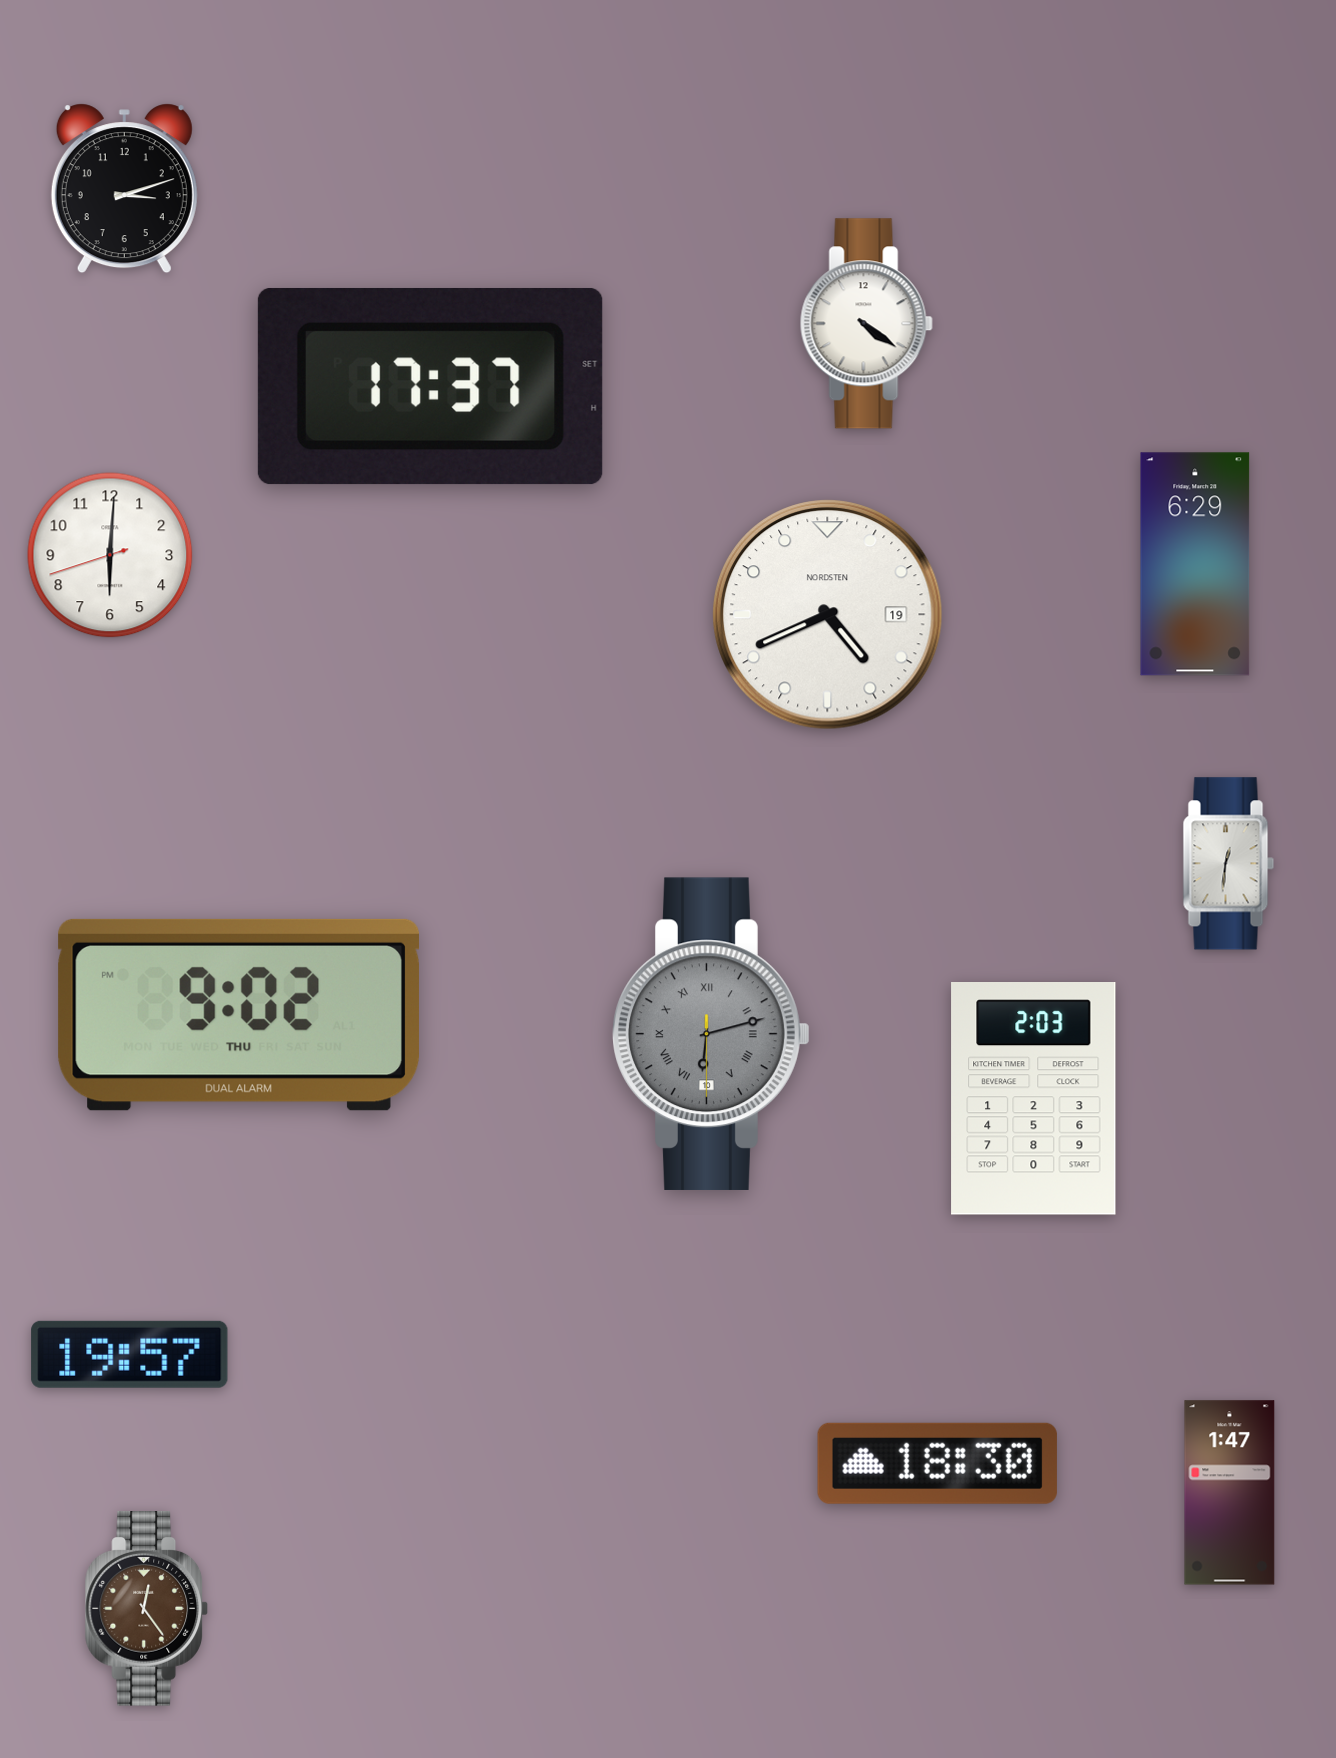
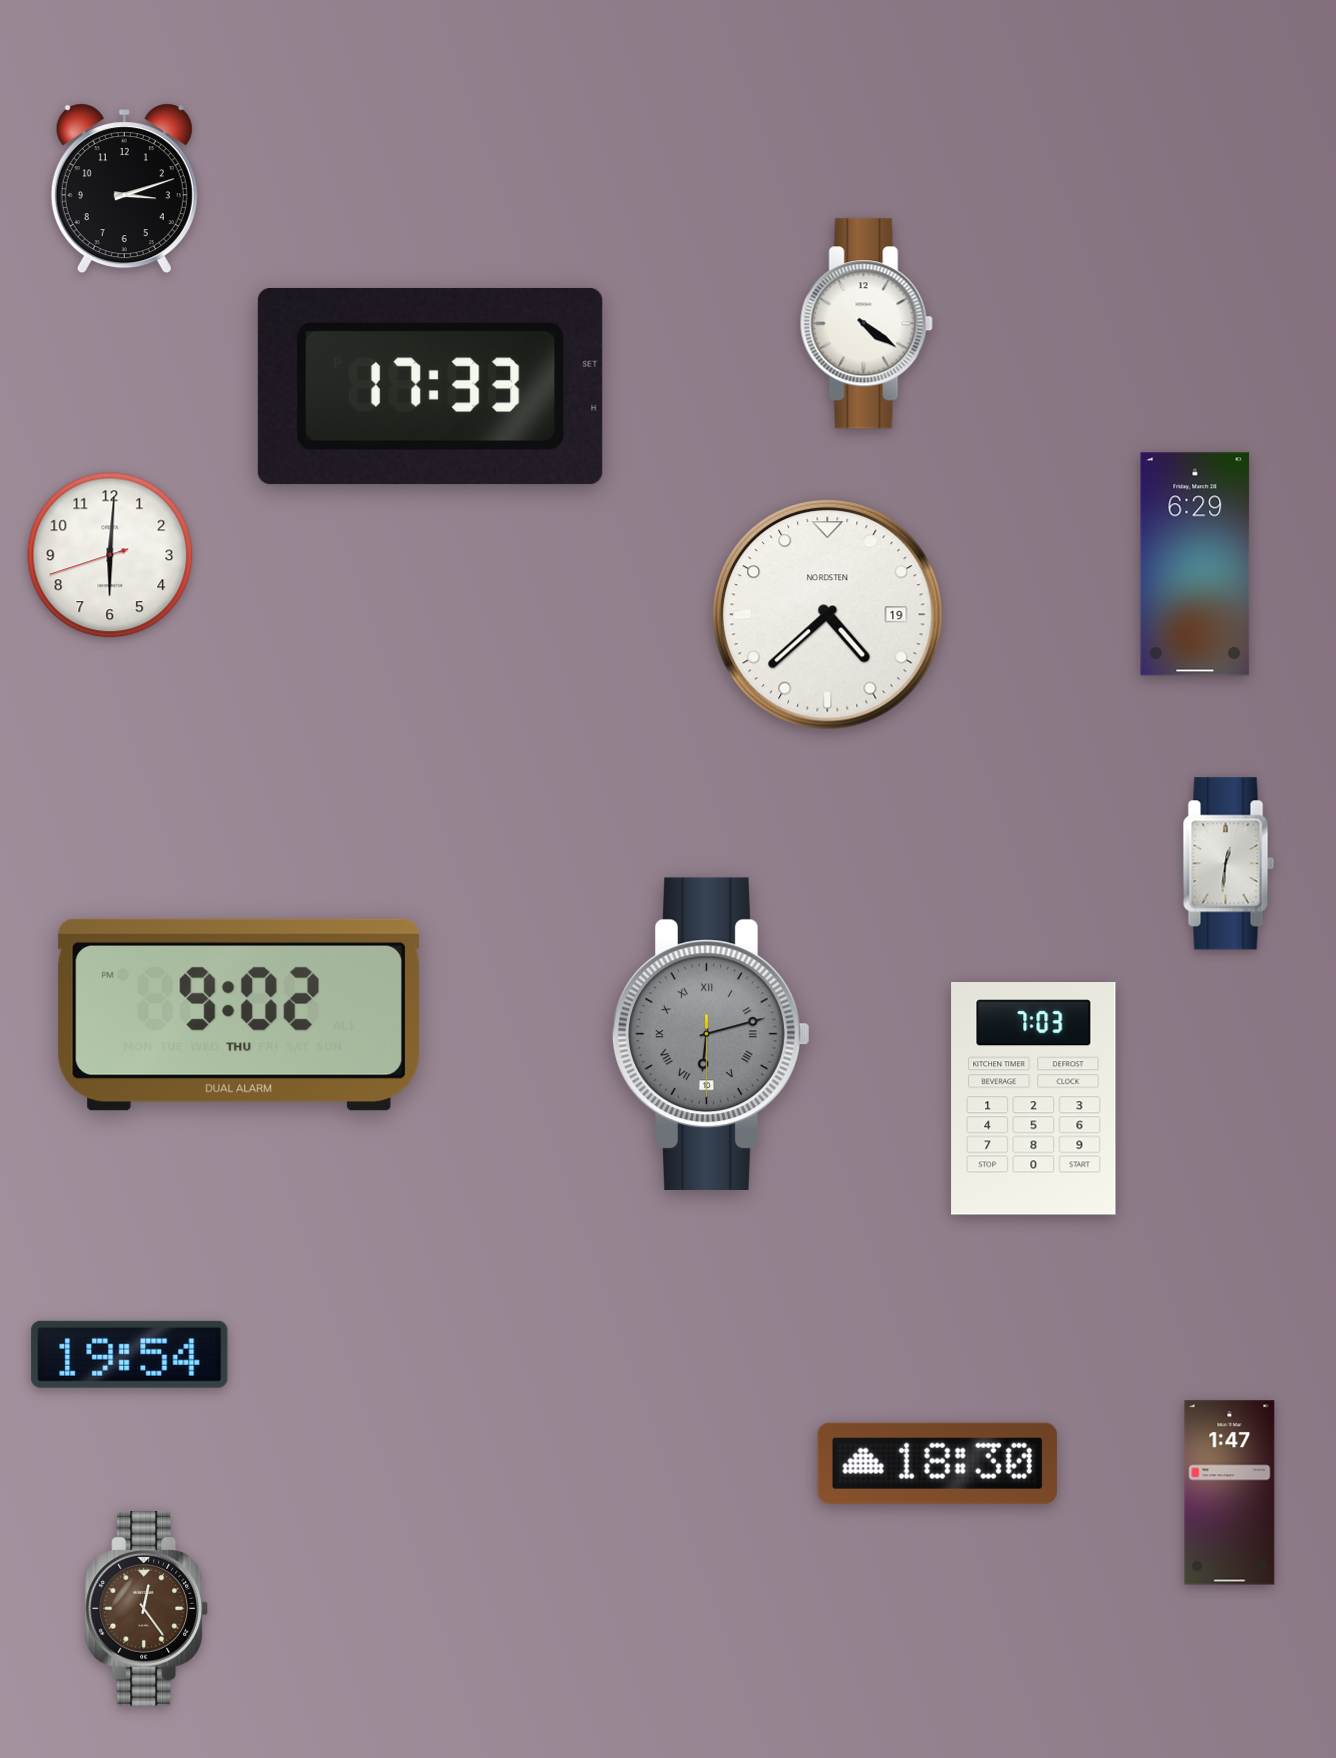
clock at (430, 386): 17:37 -> 17:33
clock at (828, 615): 4:41 -> 4:38
clock at (1034, 1099): 2:03 -> 7:03
clock at (130, 1354): 19:57 -> 19:54
